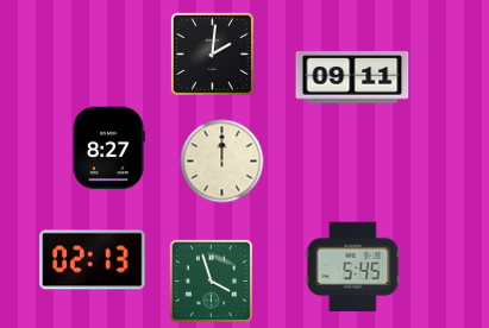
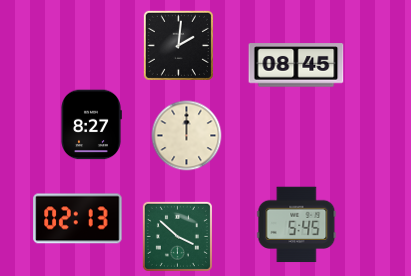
clock at (352, 77): 09:11 -> 08:45
clock at (211, 280): 3:57 -> 3:52
